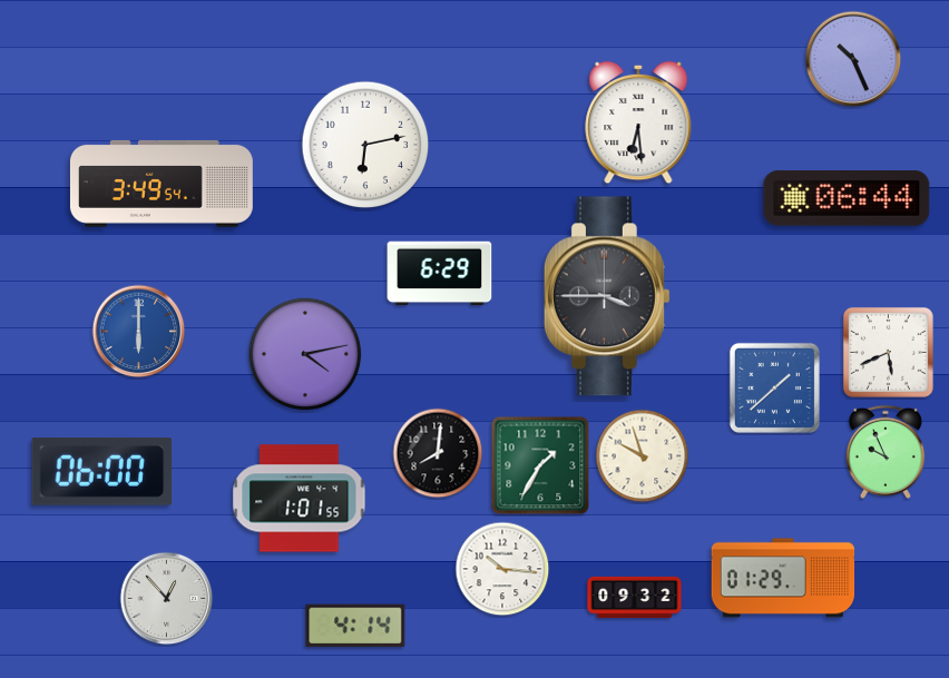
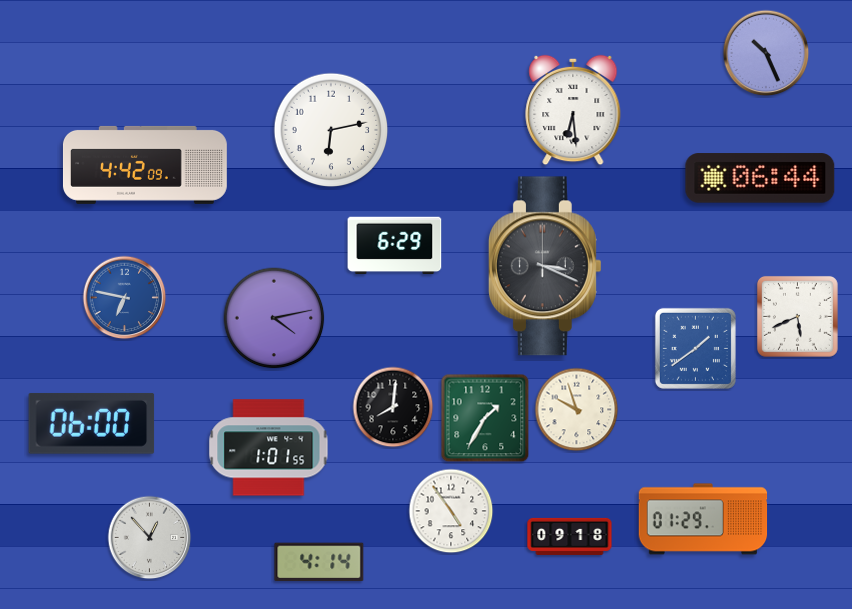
clock at (365, 145) position: (365, 145) -> (331, 130)
clock at (162, 184): 3:49 -> 4:42
clock at (607, 296): 3:45 -> 3:19
clock at (139, 332): 6:00 -> 6:47
clock at (774, 387): 1:38 -> 1:39
clock at (886, 452): 9:56 -> none
clock at (502, 569): 10:16 -> 4:54
clock at (635, 597): 09:32 -> 09:18
